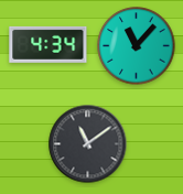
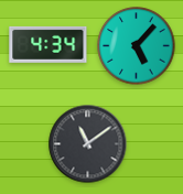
clock at (137, 46): 11:07 -> 5:07
